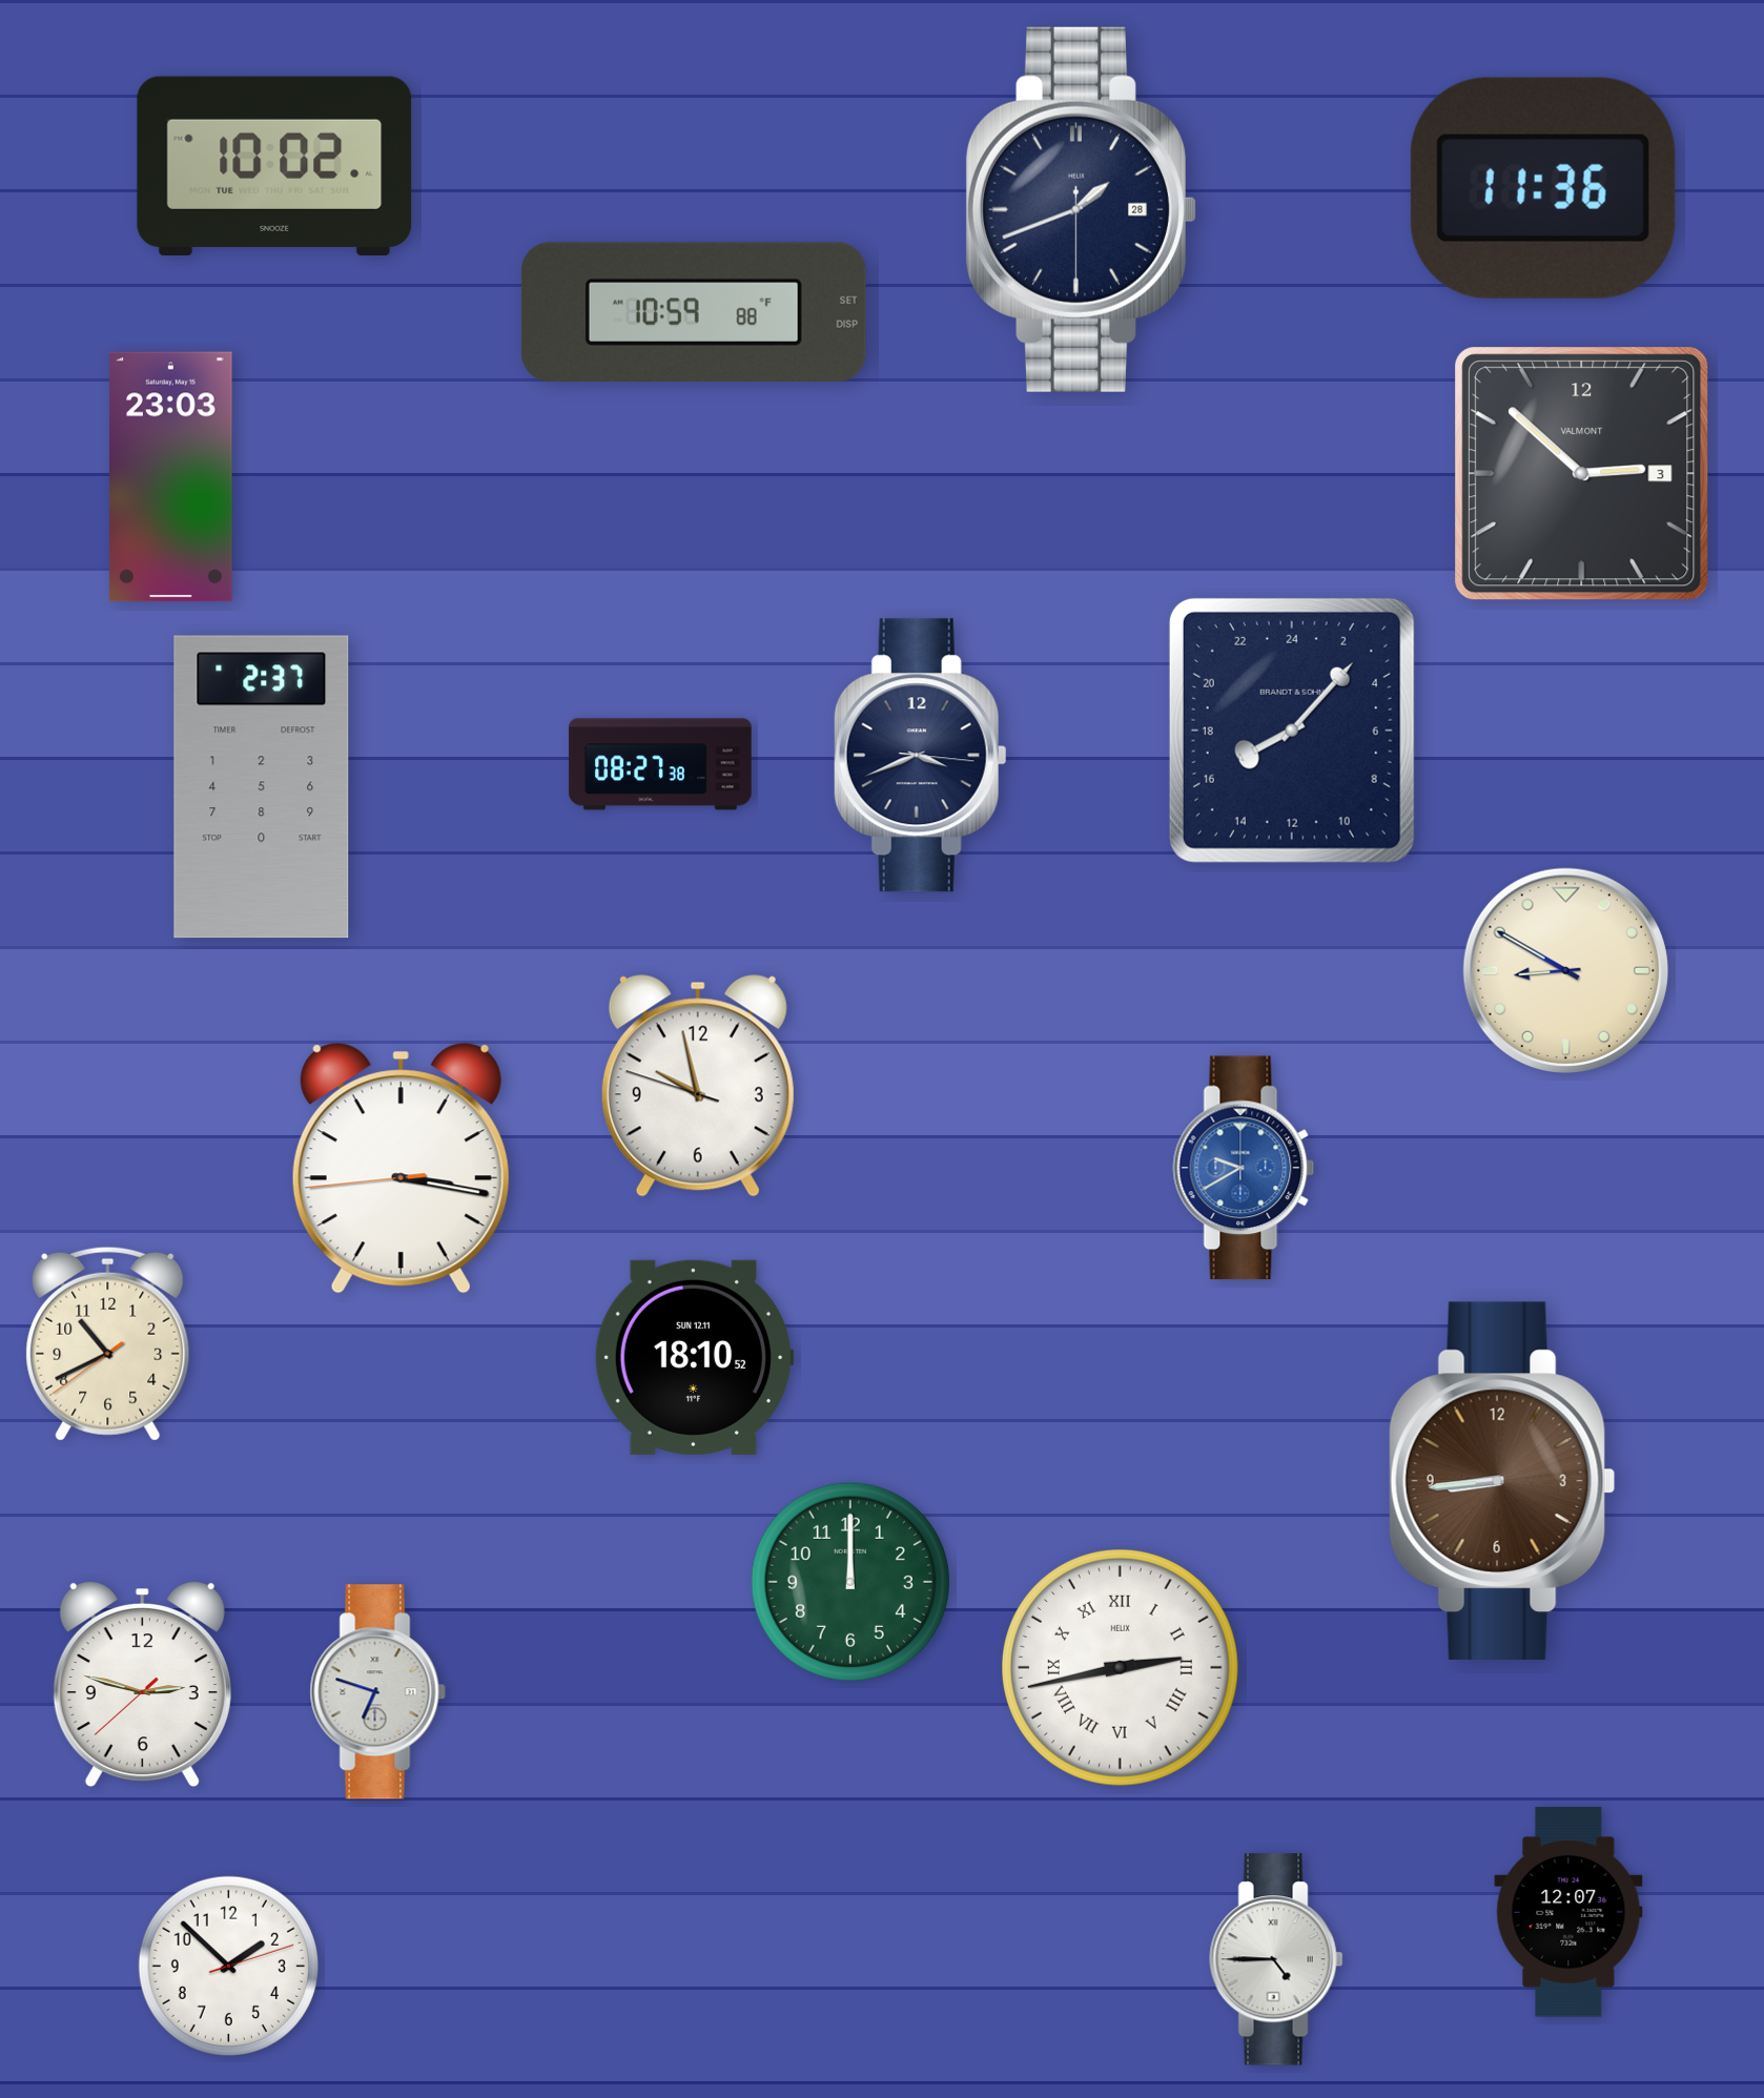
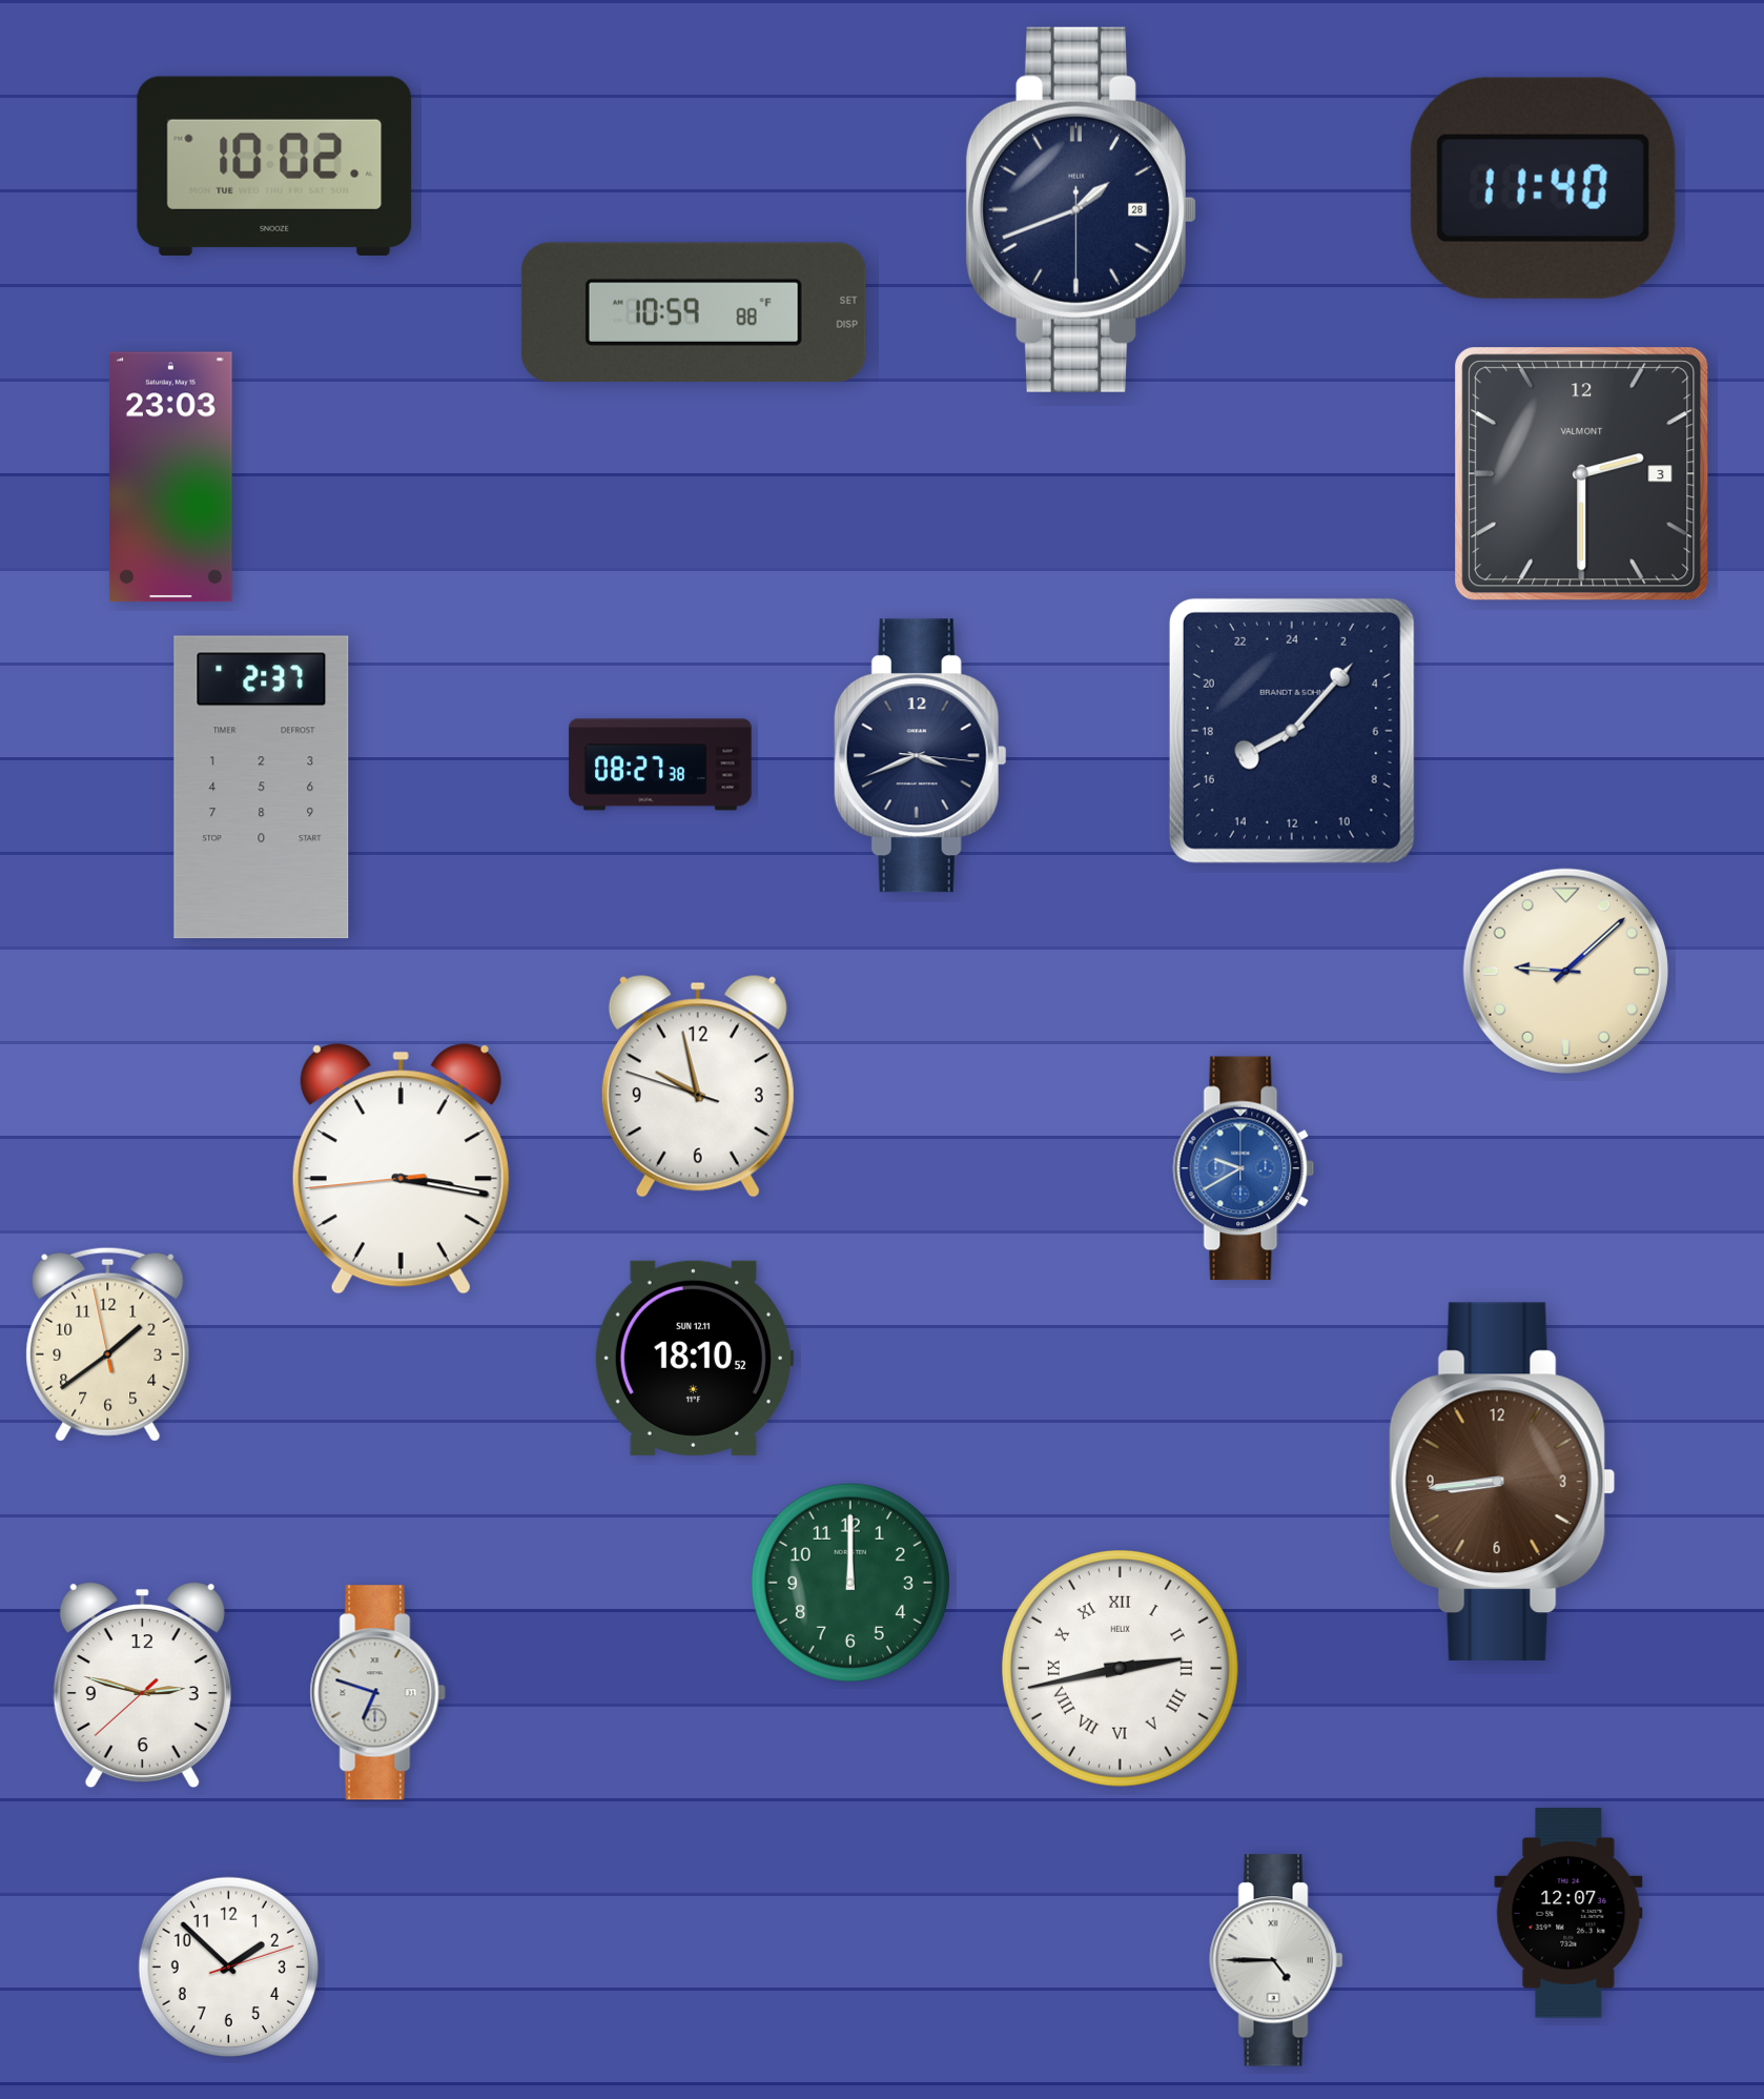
clock at (1543, 188): 11:36 -> 11:40
clock at (1582, 474): 2:52 -> 2:30
clock at (1565, 970): 8:50 -> 9:08
clock at (108, 1343): 10:40 -> 1:38
